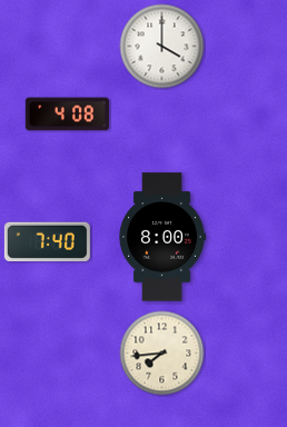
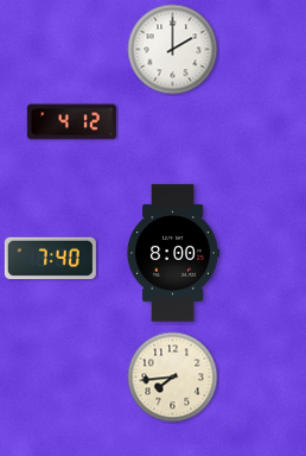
clock at (162, 47): 4:00 -> 2:00
clock at (67, 115): 4:08 -> 4:12
